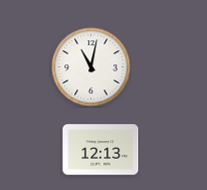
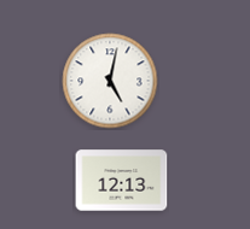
clock at (91, 67): 11:02 -> 5:02
